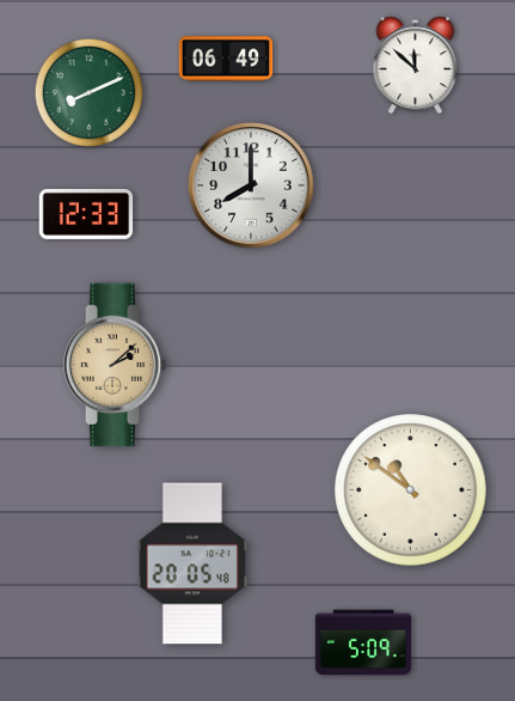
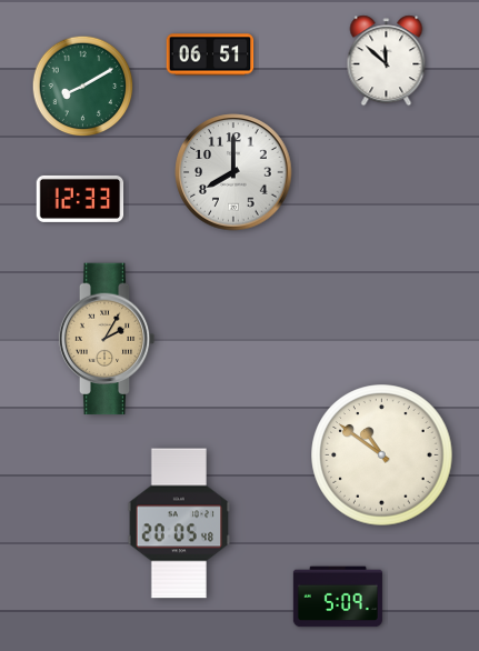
clock at (226, 59): 06:49 -> 06:51
clock at (90, 93): 8:11 -> 8:10
clock at (115, 365): 2:08 -> 2:05
